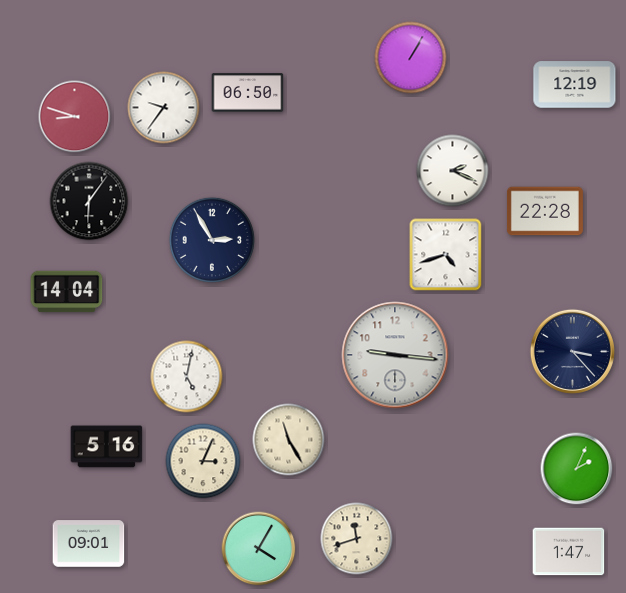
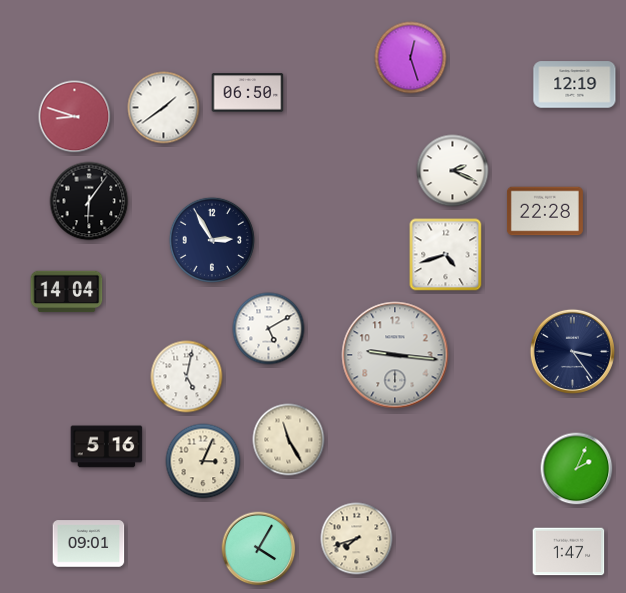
clock at (411, 58): 1:05 -> 12:27
clock at (164, 108): 9:36 -> 1:39
clock at (269, 329): none -> 5:10
clock at (572, 351): 3:23 -> 3:24
clock at (357, 539): 11:42 -> 7:42
